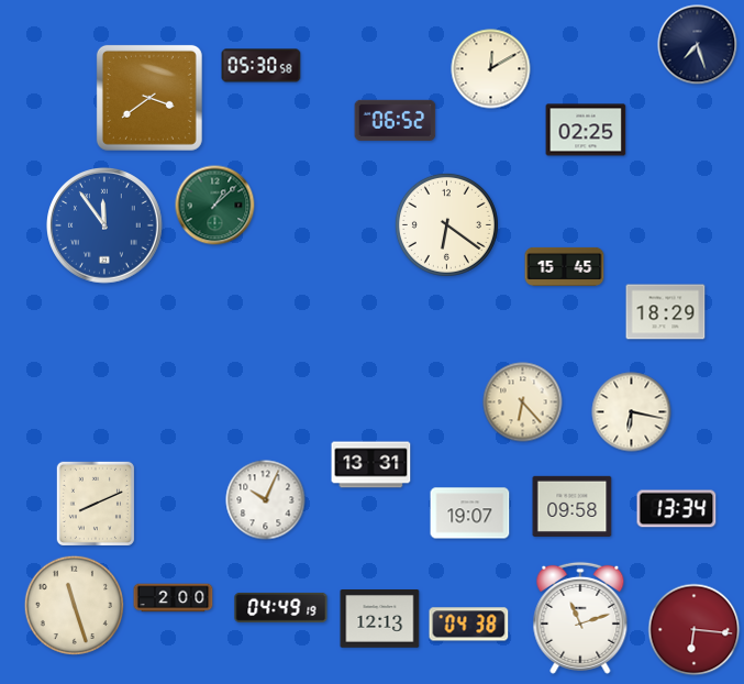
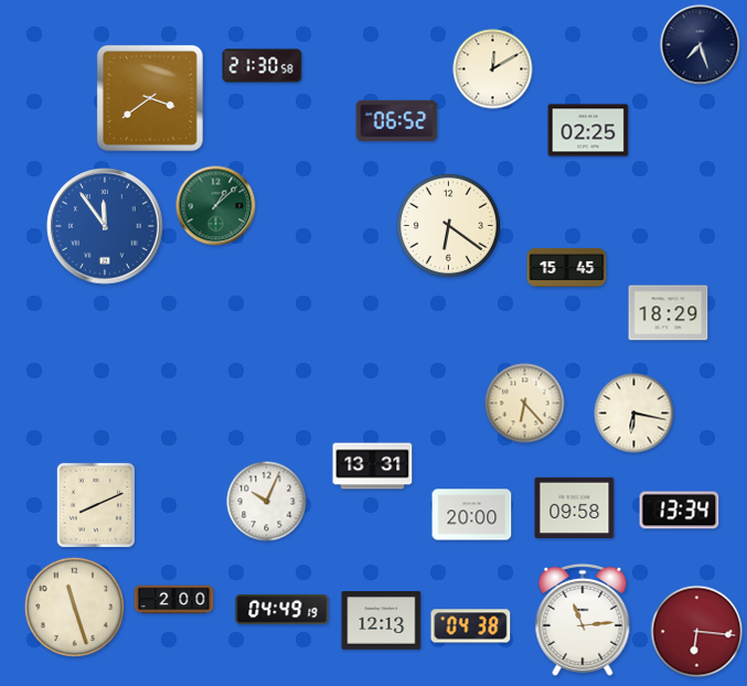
clock at (262, 66): 05:30 -> 21:30
clock at (470, 514): 19:07 -> 20:00
clock at (580, 618): 11:12 -> 11:14
